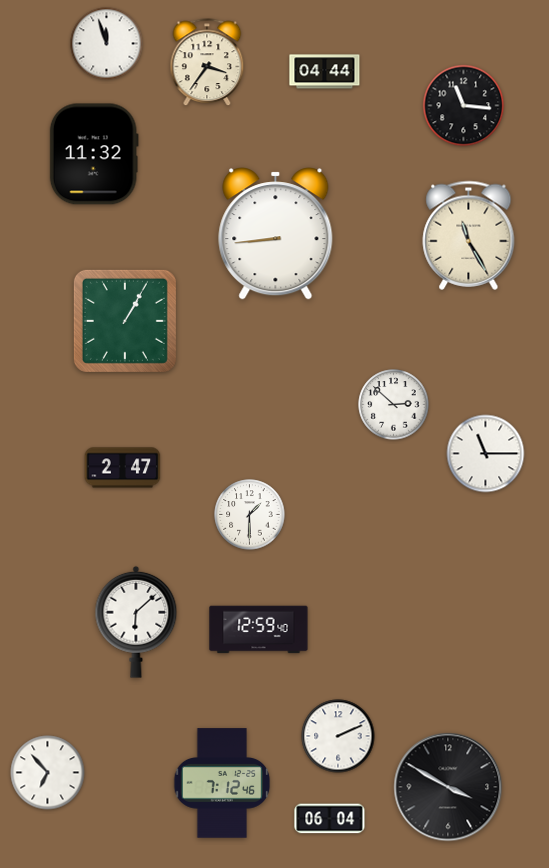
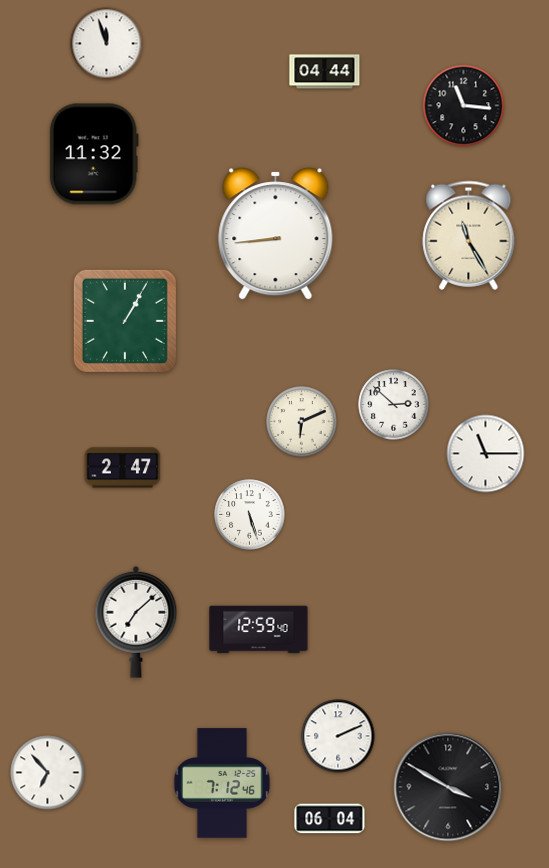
clock at (207, 63): 3:36 -> none
clock at (302, 422): none -> 6:11
clock at (250, 515): 1:30 -> 5:27
clock at (136, 622): 6:08 -> 7:08
